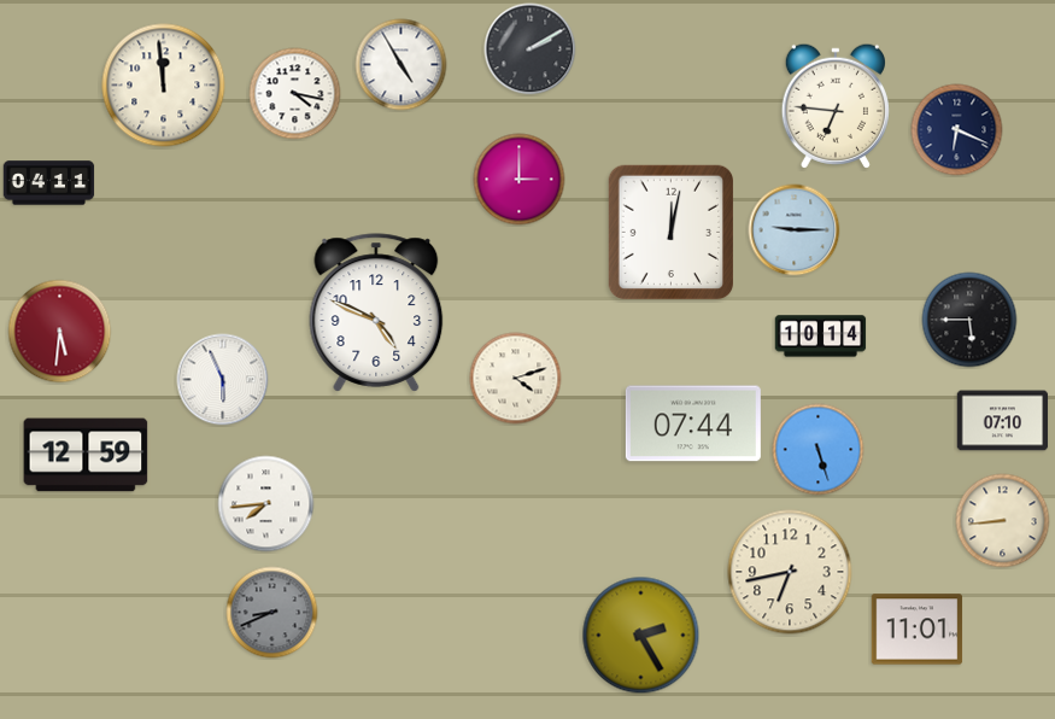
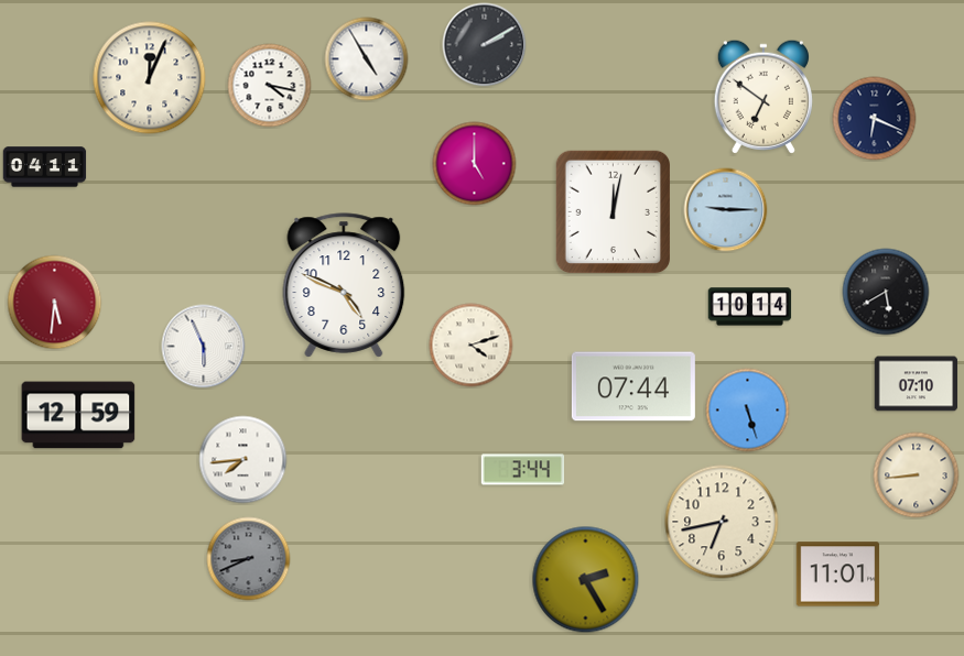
clock at (164, 86): 11:59 -> 12:04
clock at (836, 106): 6:46 -> 6:51
clock at (520, 180): 3:00 -> 5:00
clock at (969, 320): 5:45 -> 5:40
clock at (523, 470): none -> 3:44
